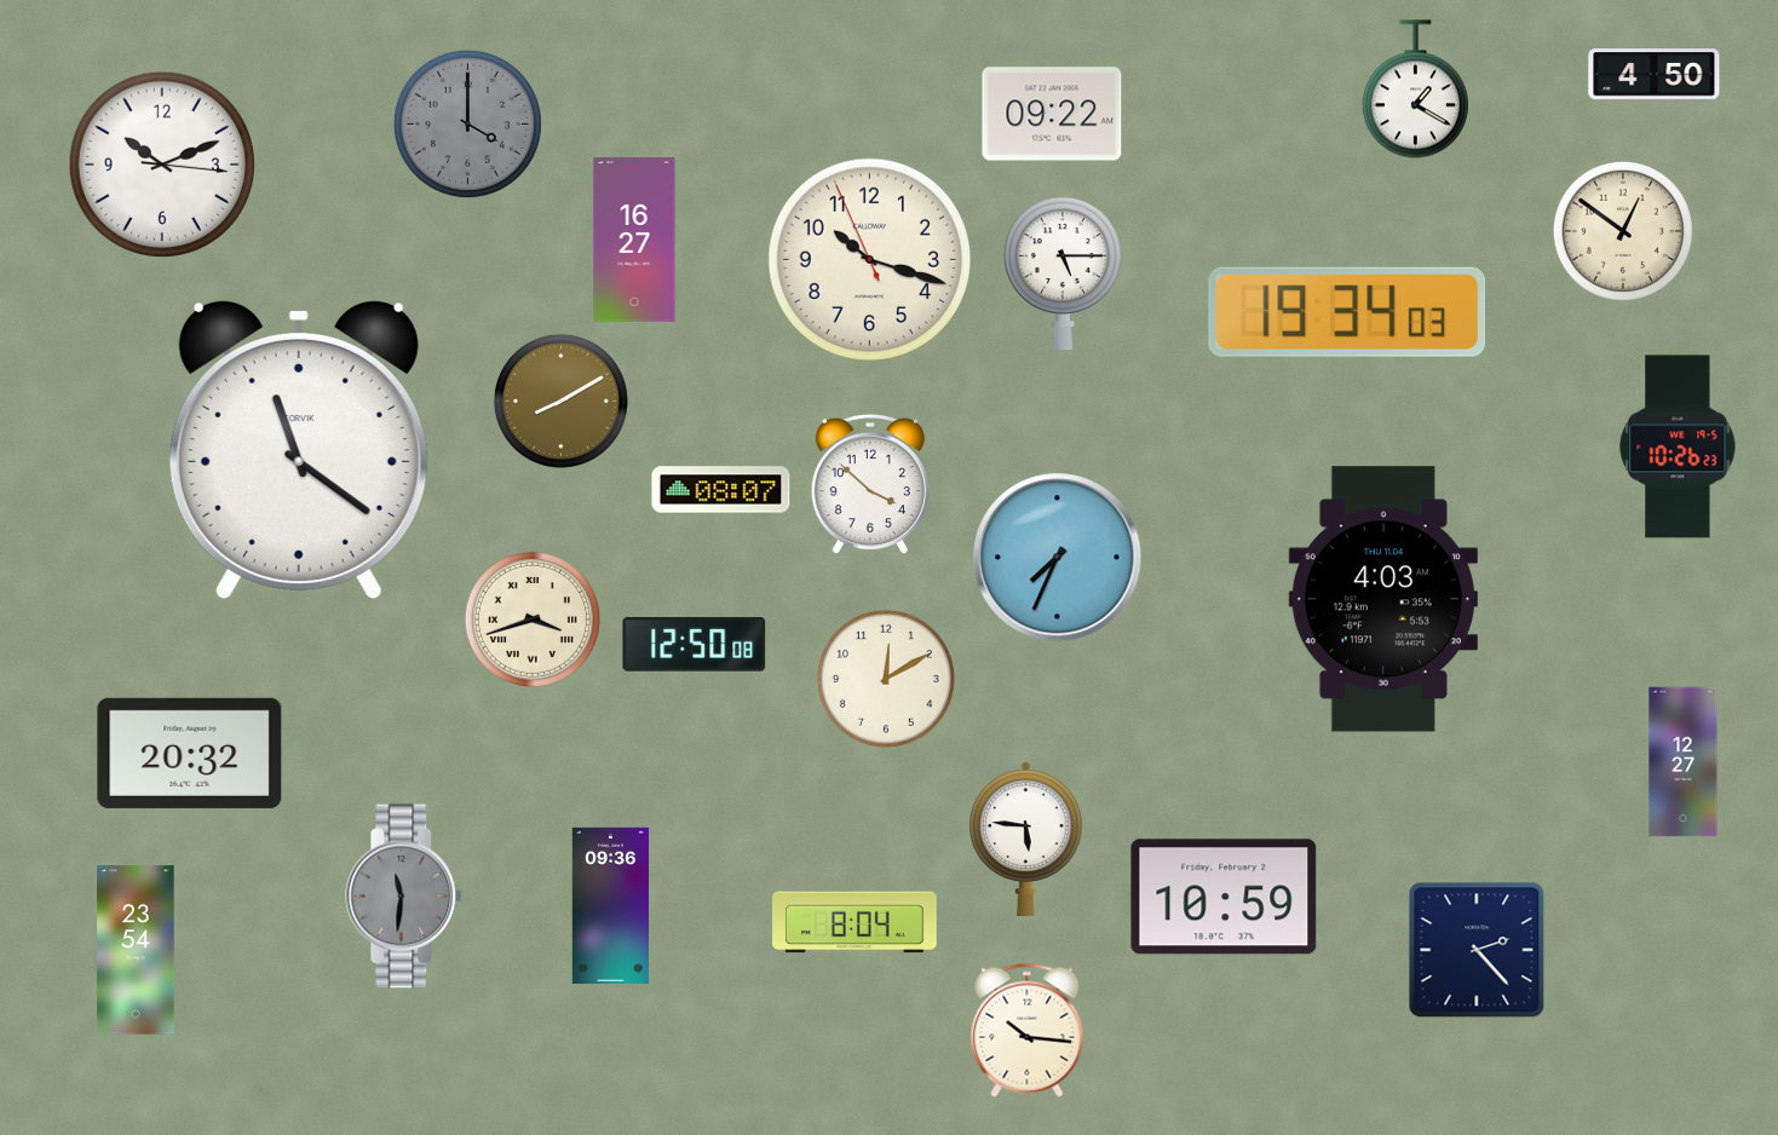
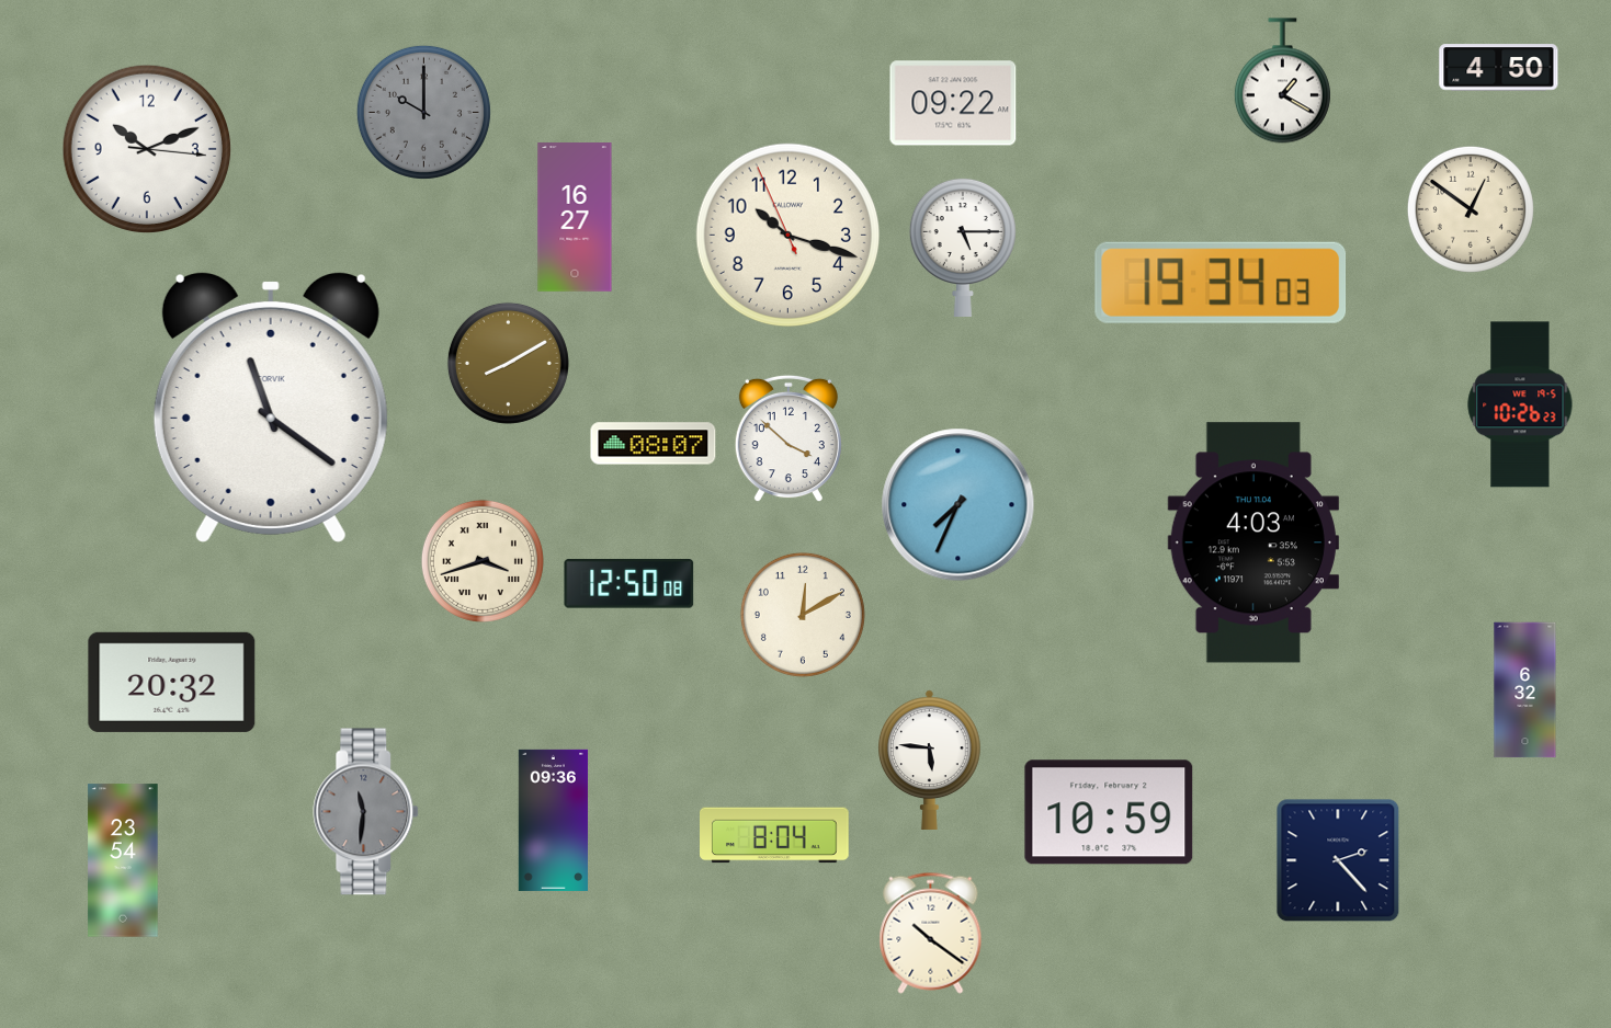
clock at (467, 123): 4:00 -> 10:00
clock at (1684, 762): 12:27 -> 6:32
clock at (1028, 1030): 10:16 -> 10:21
